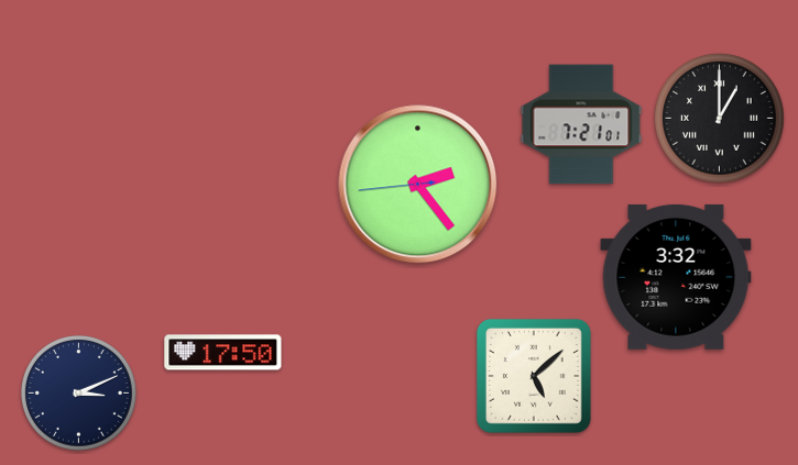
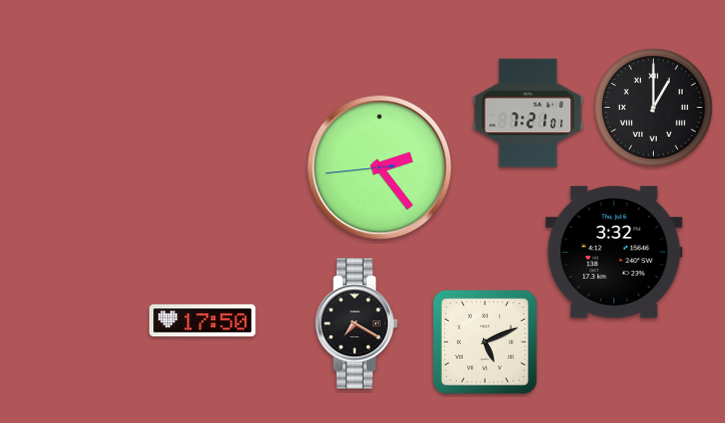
clock at (356, 324): none -> 7:20
clock at (534, 376): 5:08 -> 5:11
clock at (78, 392): 3:11 -> none
